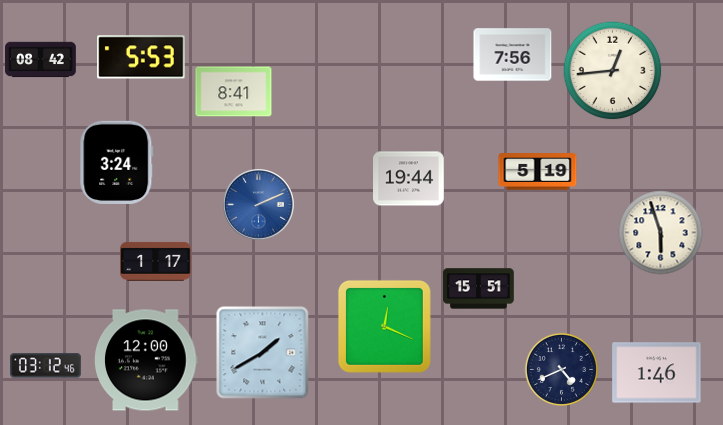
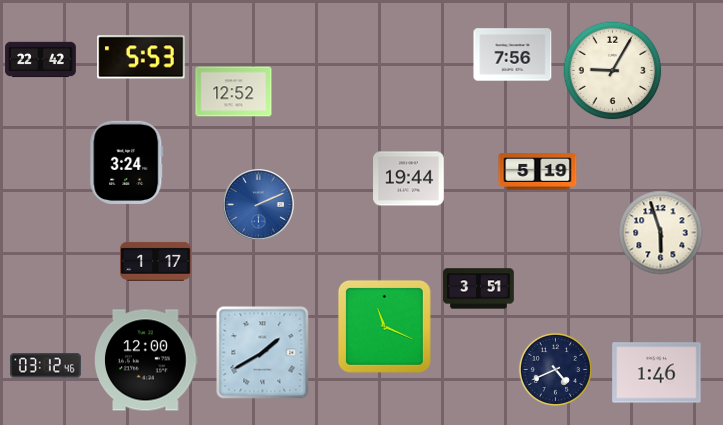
clock at (41, 60): 08:42 -> 22:42
clock at (613, 71): 12:44 -> 9:05
clock at (234, 92): 8:41 -> 12:52
clock at (117, 162) position: (117, 162) -> (127, 162)
clock at (479, 289): 15:51 -> 3:51
clock at (384, 326): 12:19 -> 11:19
clock at (561, 369) position: (561, 369) -> (555, 369)
